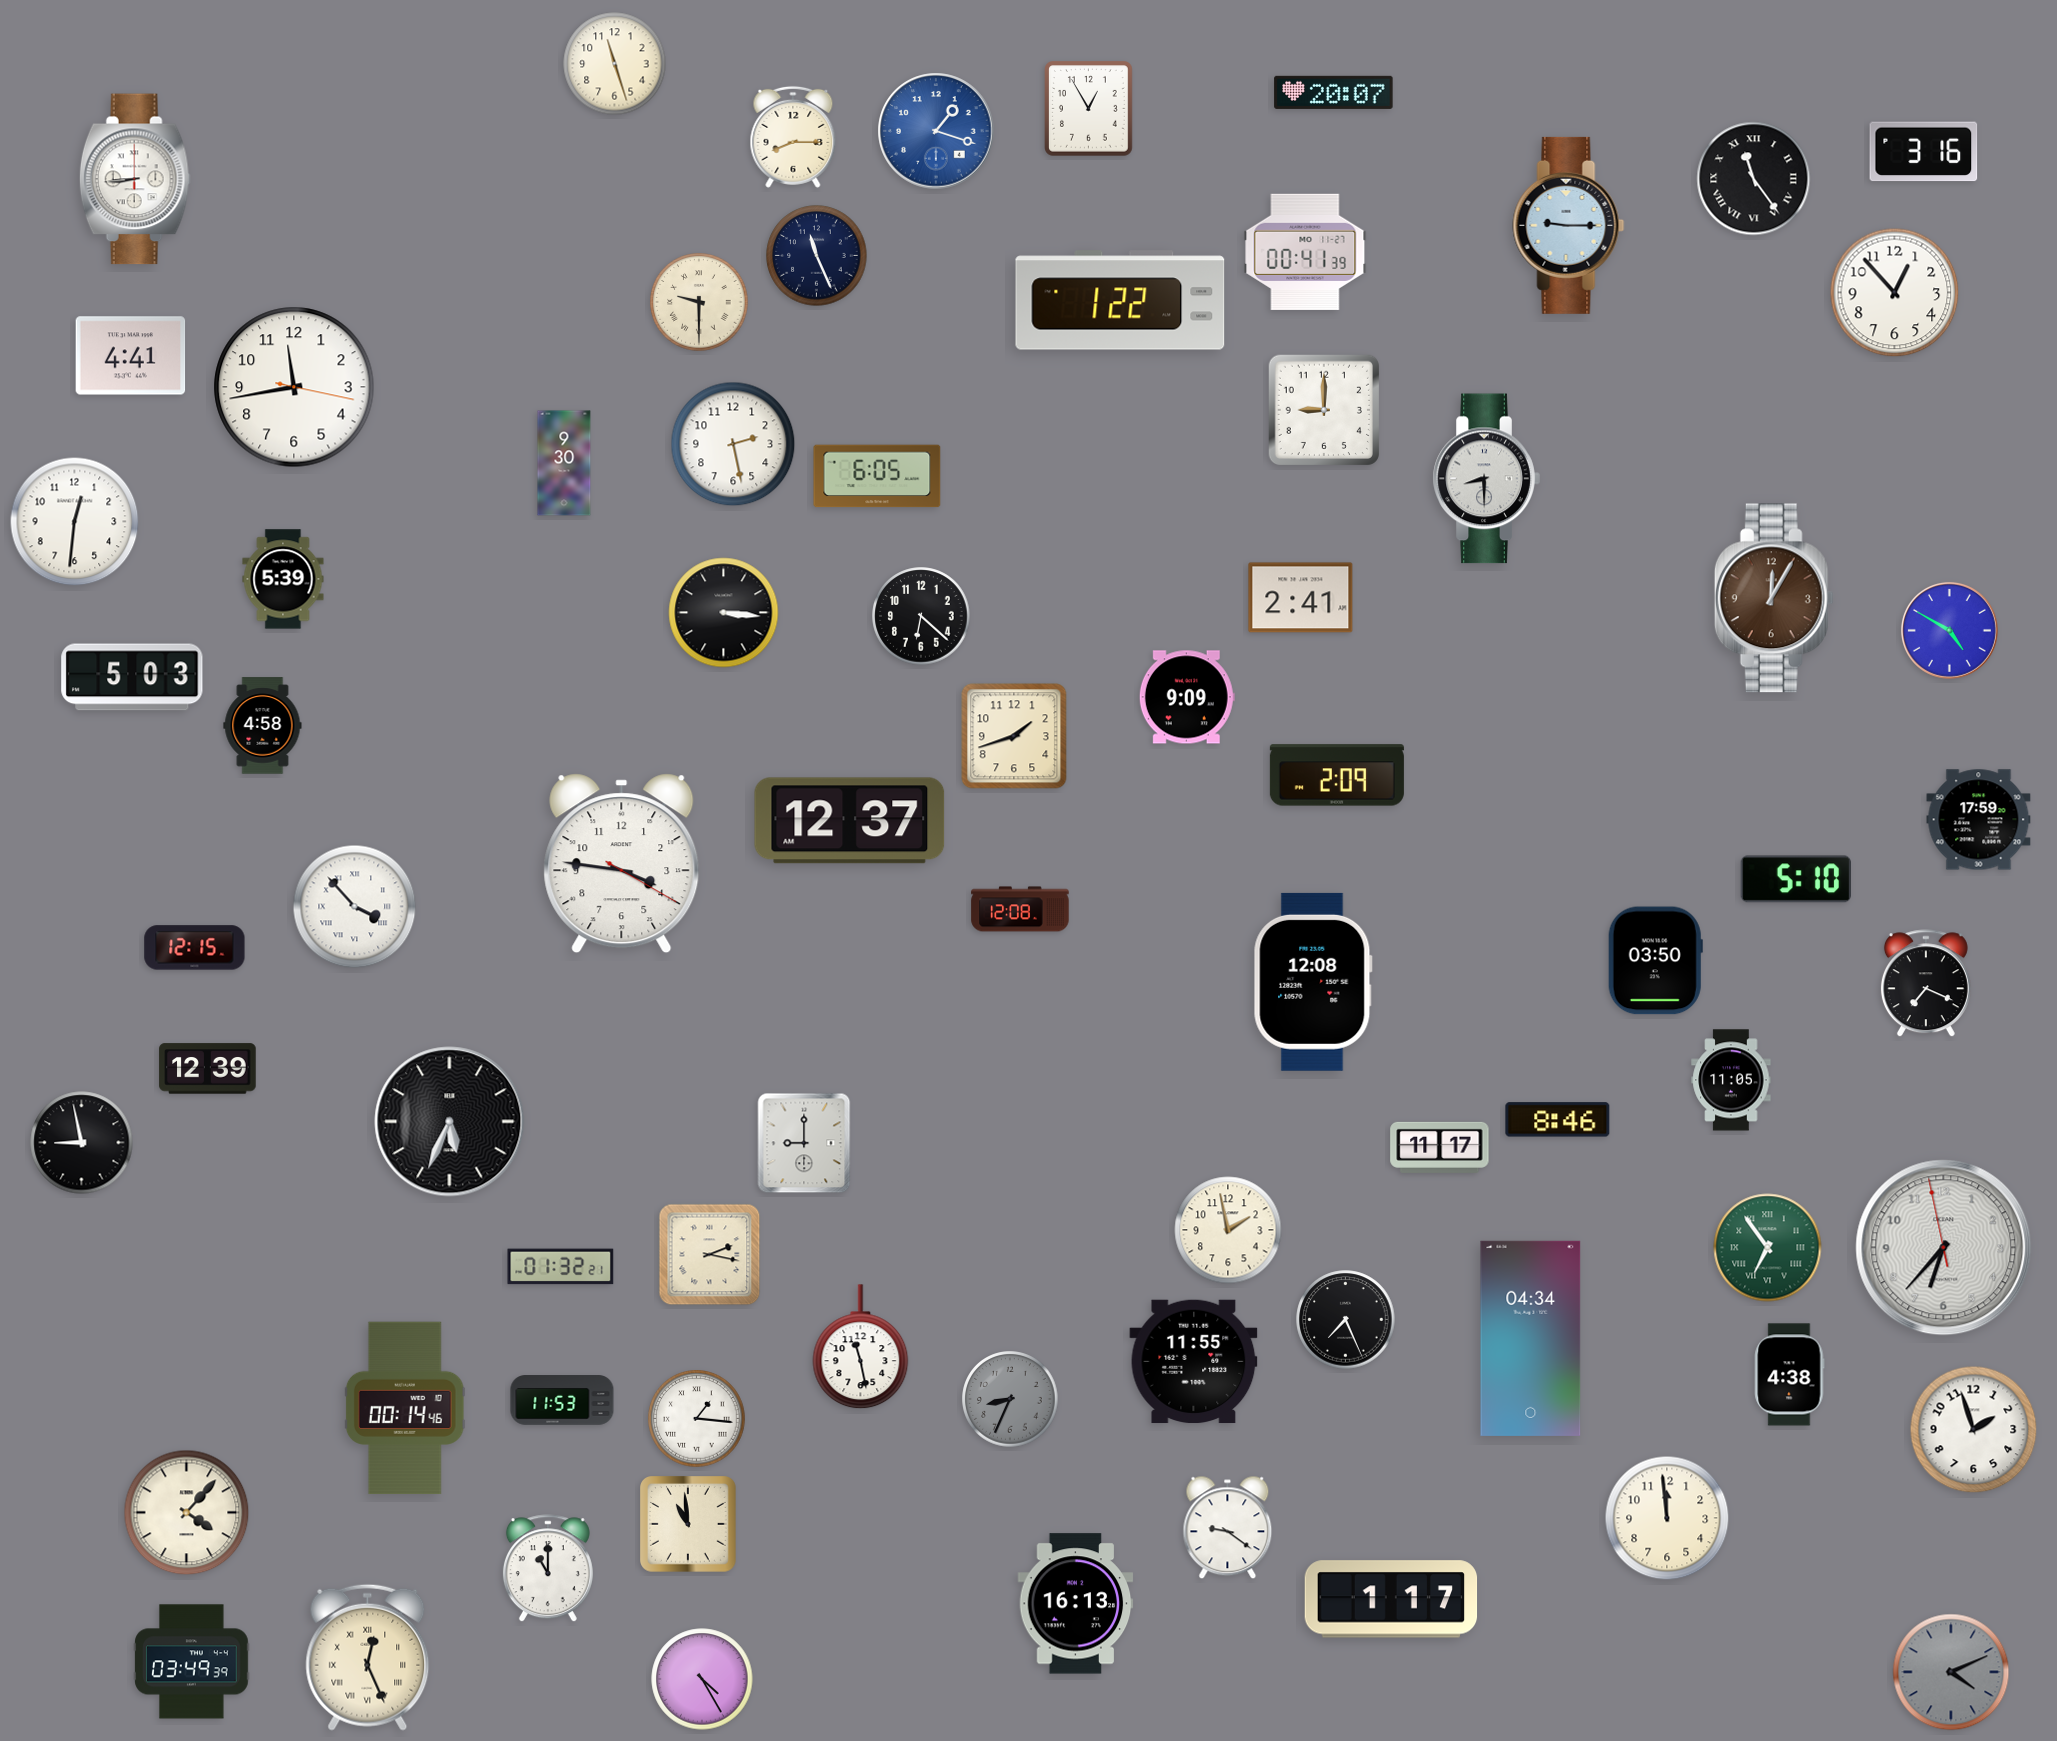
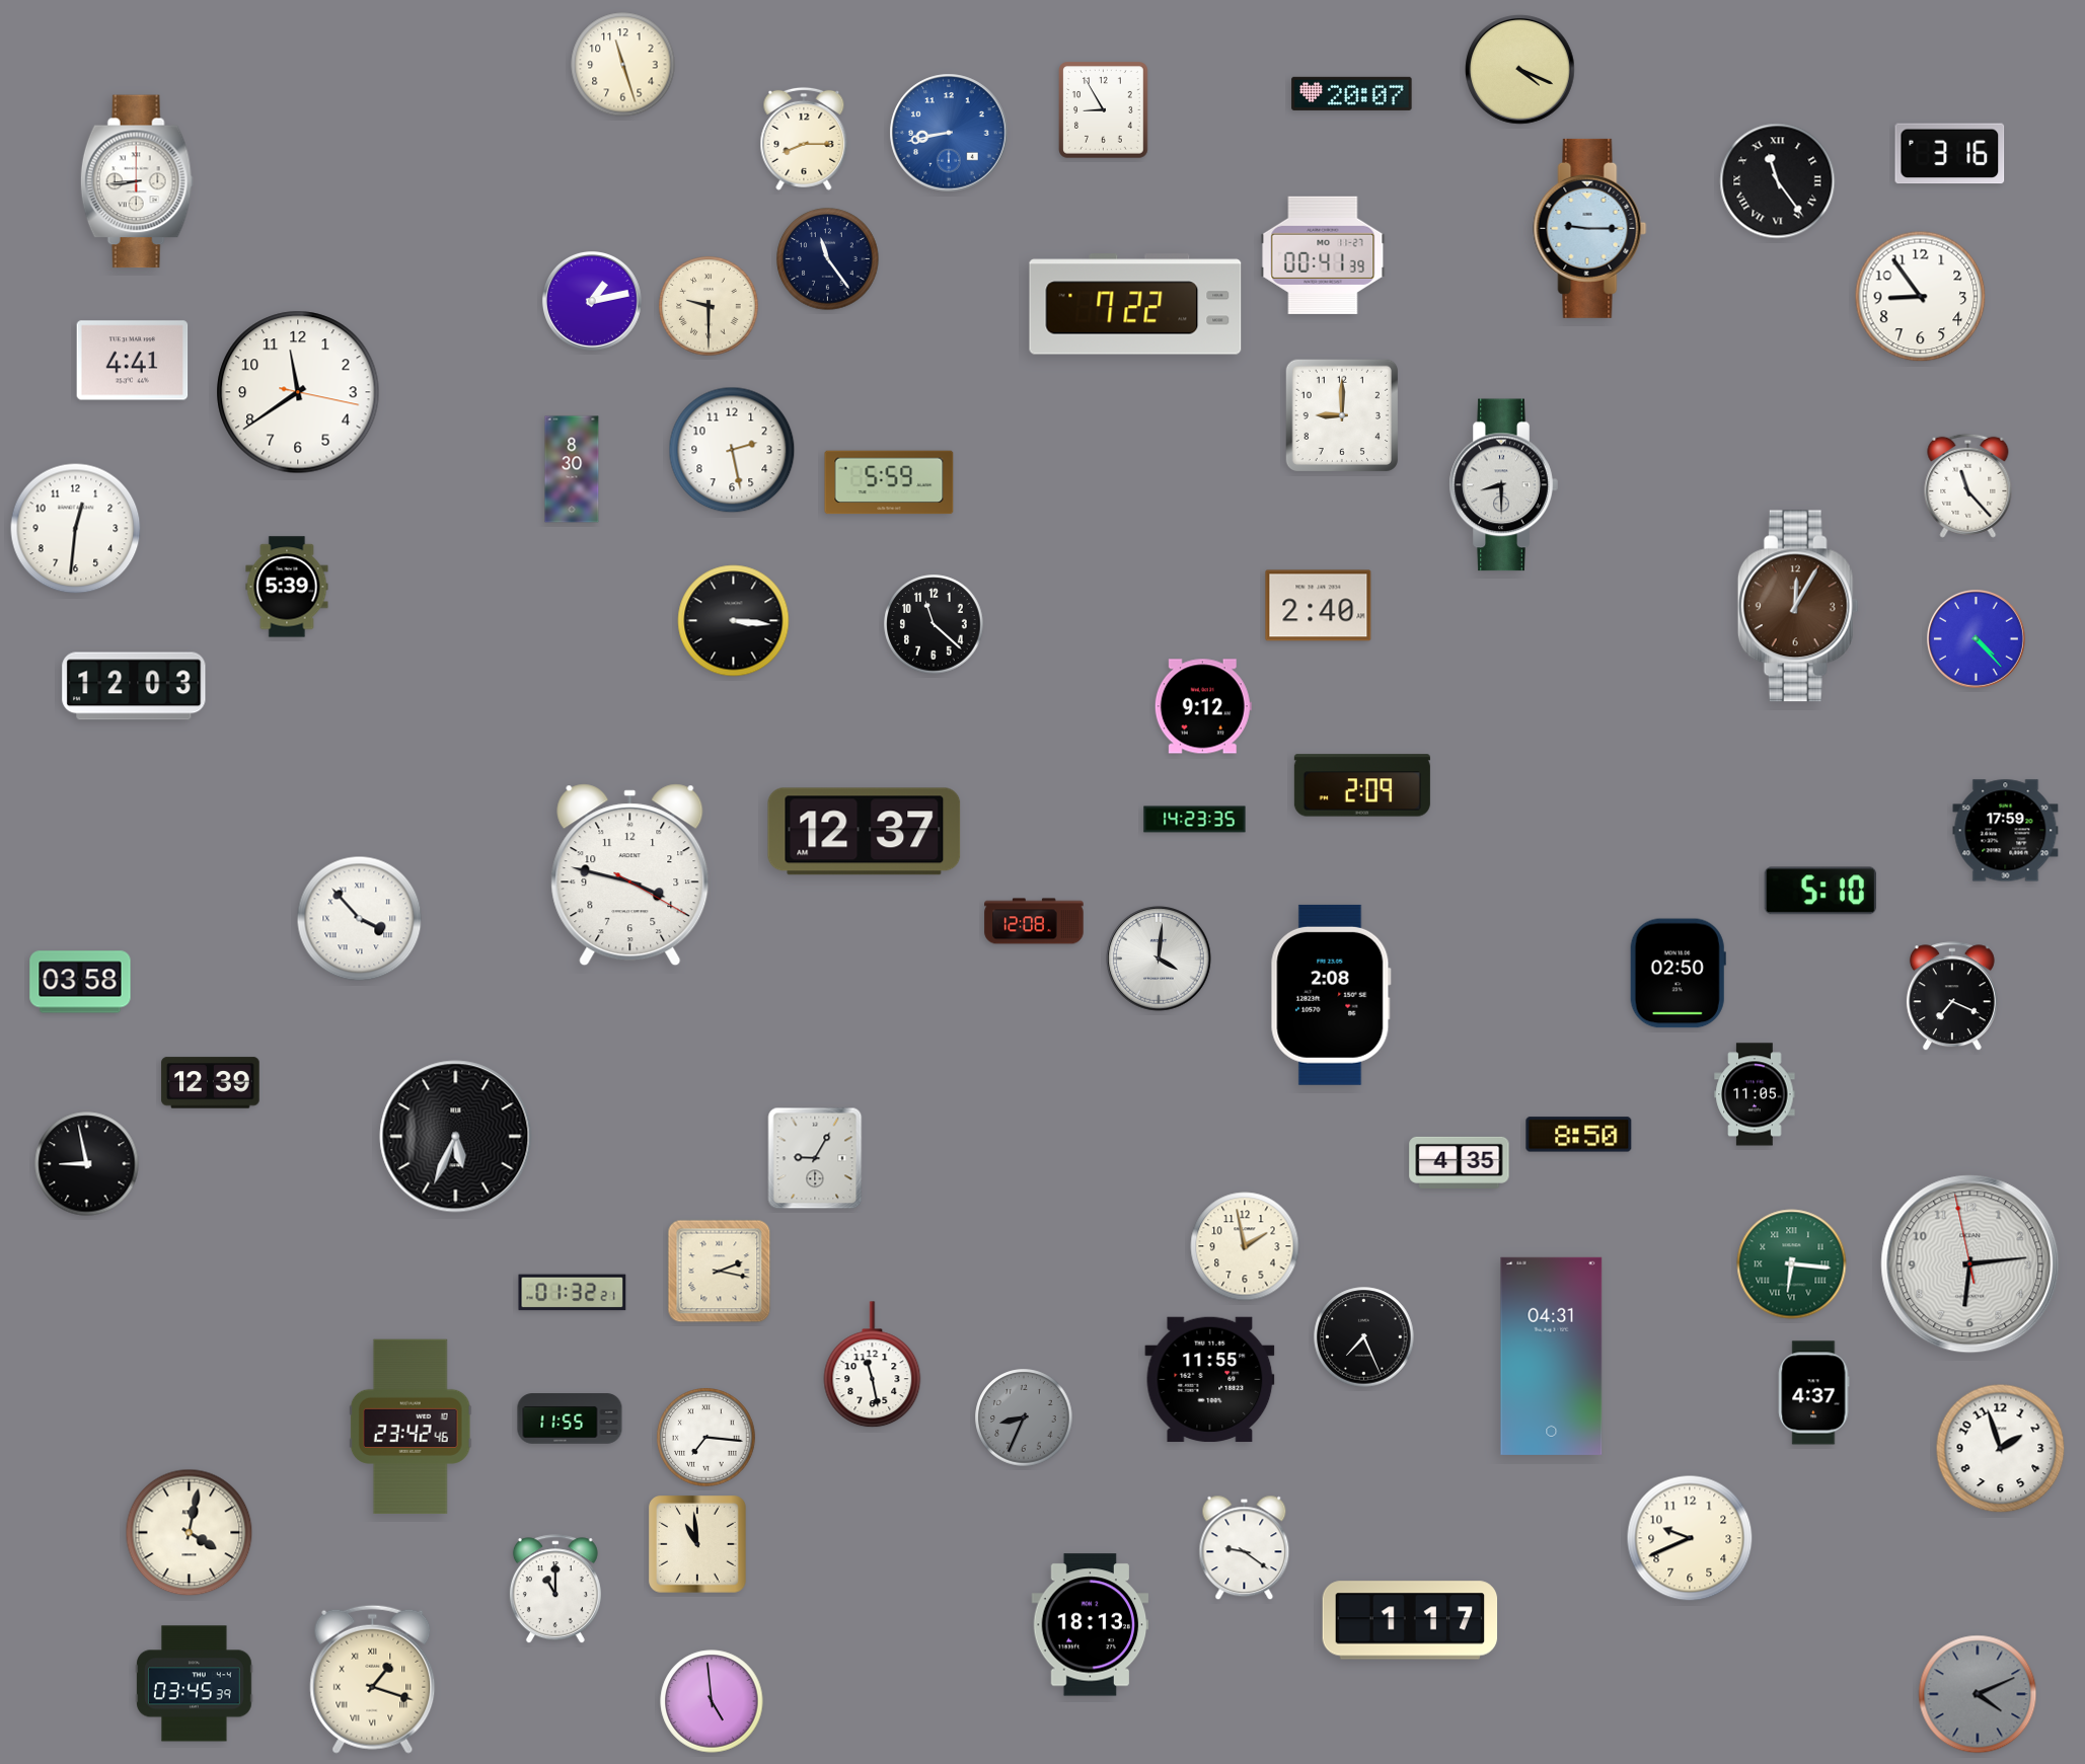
clock at (1520, 70): none -> 4:19
clock at (1089, 109): 12:55 -> 8:55
clock at (936, 131): 1:18 -> 8:43
clock at (817, 256): 11:26 -> 11:24
clock at (1895, 293): 12:53 -> 8:54
clock at (592, 301): none -> 1:13
clock at (1120, 300): 1:22 -> 7:22
clock at (294, 387): 11:43 -> 11:39
clock at (733, 444) position: (733, 444) -> (732, 450)
clock at (564, 463): 9:30 -> 8:30
clock at (877, 476): 6:05 -> 5:59
clock at (1486, 479) position: (1486, 479) -> (1503, 485)
clock at (1968, 485): none -> 11:23
clock at (1301, 598): 2:41 -> 2:40
clock at (921, 616): 6:22 -> 11:22
clock at (1949, 630): 4:50 -> 4:23
clock at (132, 677): 5:03 -> 12:03
clock at (1187, 697): 9:09 -> 9:12
clock at (263, 726): 4:58 -> none
clock at (1014, 736): 1:42 -> none
clock at (1337, 775) position: (1337, 775) -> (1362, 785)
clock at (1195, 820): none -> 14:23
clock at (850, 821) position: (850, 821) -> (865, 832)
clock at (622, 864): 3:46 -> 3:47
clock at (1160, 960): none -> 4:01
clock at (195, 948): 12:15 -> none
clock at (1655, 961): 03:50 -> 02:50
clock at (80, 982): none -> 03:58
clock at (1313, 982): 12:08 -> 2:08
clock at (1558, 1120): 8:46 -> 8:50
clock at (82, 1143) position: (82, 1143) -> (87, 1164)
clock at (804, 1143): 9:00 -> 9:05
clock at (1440, 1147): 11:17 -> 4:35
clock at (1768, 1248): 6:54 -> 6:16
clock at (1944, 1248): 6:36 -> 6:13
clock at (561, 1267) position: (561, 1267) -> (573, 1293)
clock at (1531, 1338): 04:34 -> 04:31
clock at (1790, 1375): 4:38 -> 4:37
clock at (562, 1400): 11:53 -> 11:55
clock at (405, 1408): 00:14 -> 23:42
clock at (697, 1419): 1:16 -> 7:16
clock at (187, 1513): 4:07 -> 4:02
clock at (1667, 1518): 11:59 -> 9:41
clock at (1076, 1604): 16:13 -> 18:13
clock at (368, 1657): 12:26 -> 1:18
clock at (192, 1662): 03:49 -> 03:45
clock at (702, 1679): 4:25 -> 4:59
